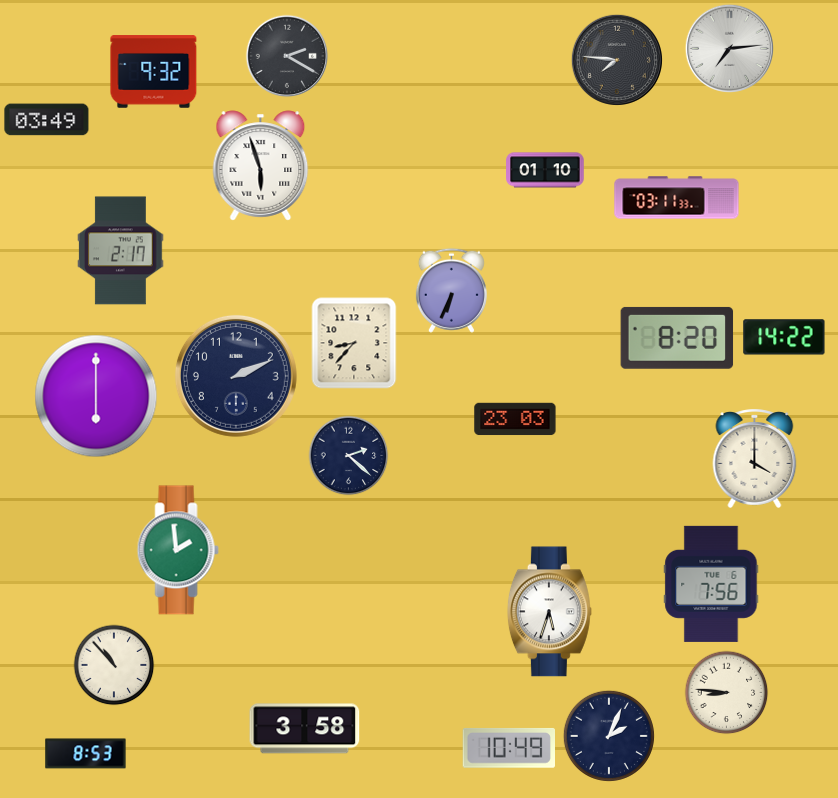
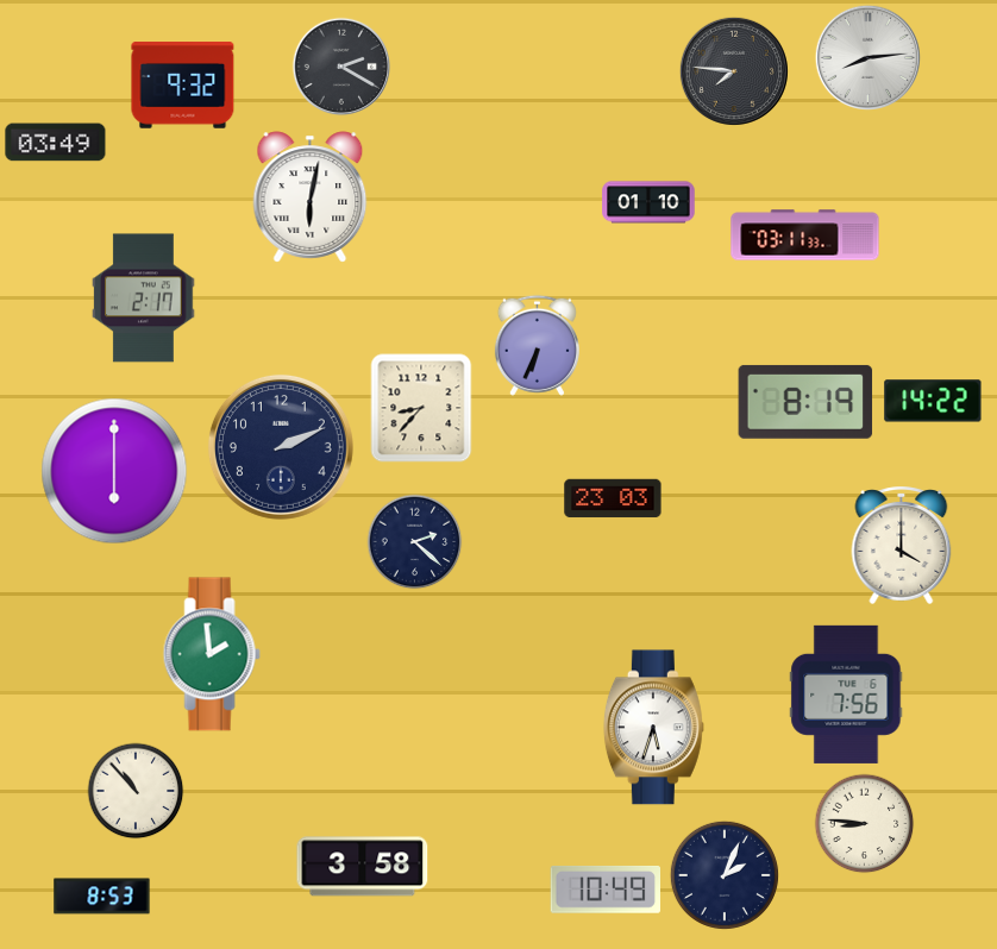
clock at (729, 48): 7:14 -> 8:14
clock at (261, 166): 5:57 -> 6:02
clock at (677, 338): 8:20 -> 8:19
clock at (755, 458) position: (755, 458) -> (902, 545)
